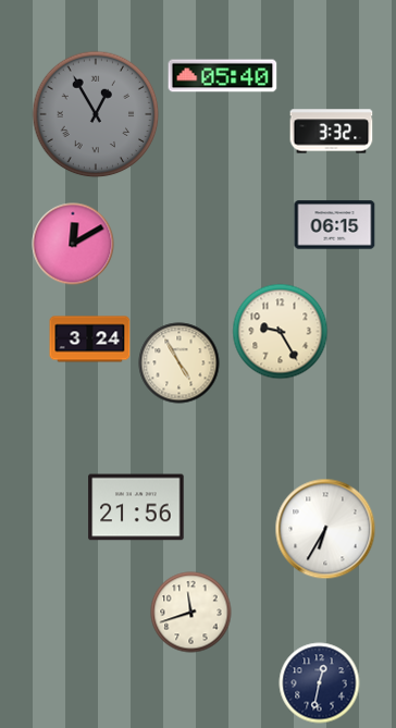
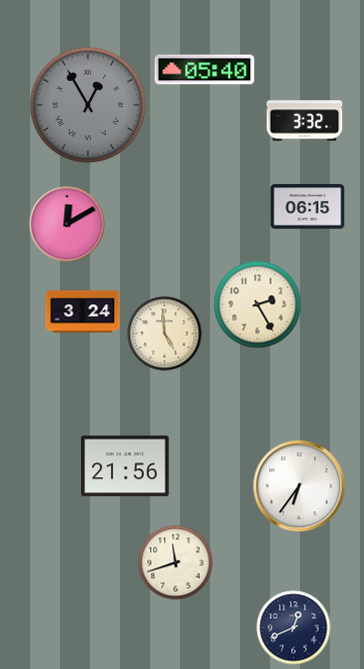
clock at (281, 332): 9:25 -> 2:25
clock at (180, 363): 4:55 -> 4:59
clock at (325, 529): 6:35 -> 6:36
clock at (320, 683): 12:32 -> 12:41
